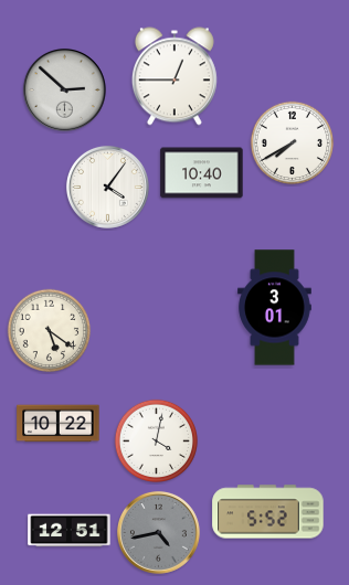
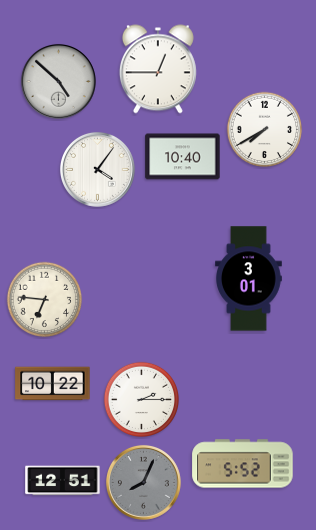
clock at (64, 89): 2:52 -> 4:52
clock at (50, 331): 5:21 -> 6:46
clock at (157, 442): 4:02 -> 2:15
clock at (158, 532): 4:43 -> 8:04
